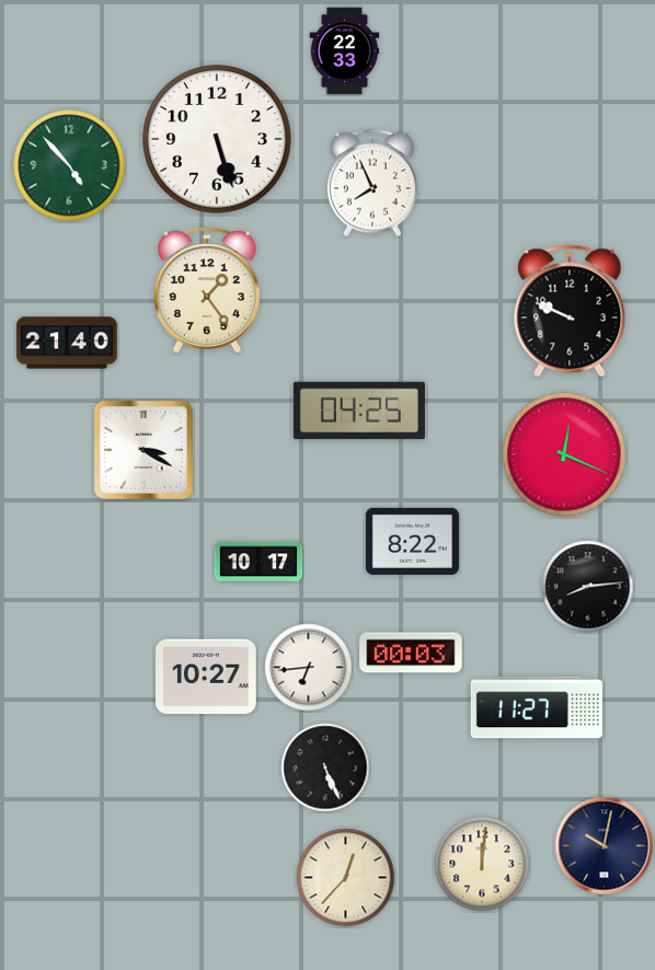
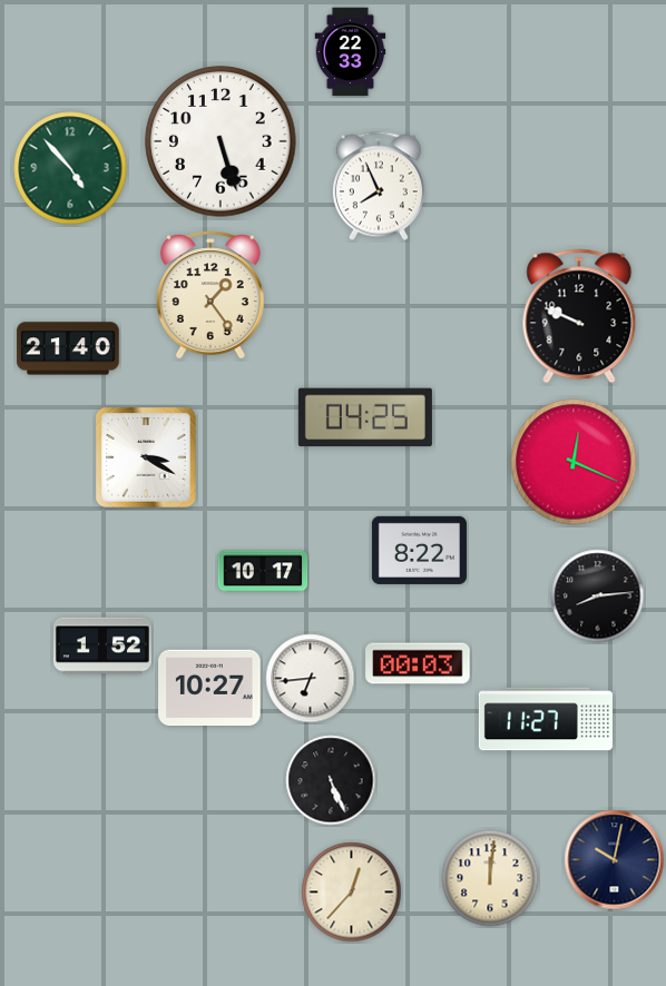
clock at (102, 645): none -> 1:52
clock at (309, 668) position: (309, 668) -> (311, 679)
